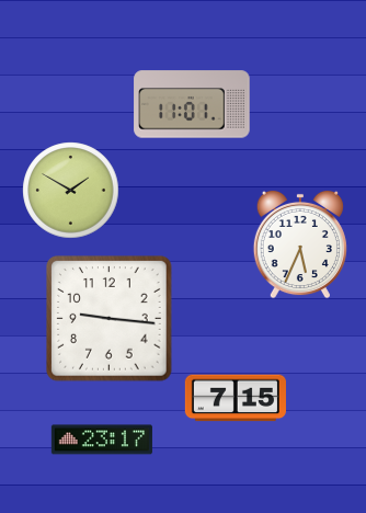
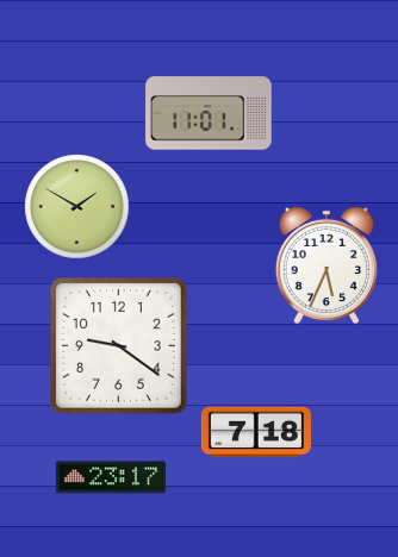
clock at (110, 319): 9:16 -> 9:21
clock at (236, 398): 7:15 -> 7:18
